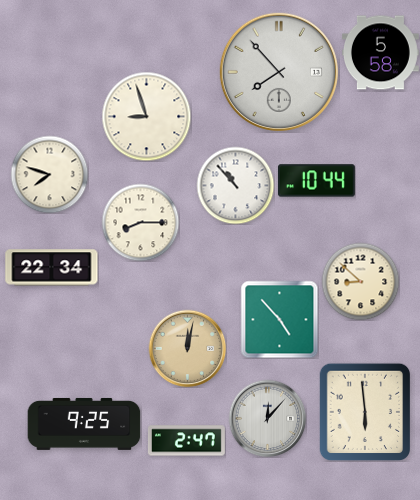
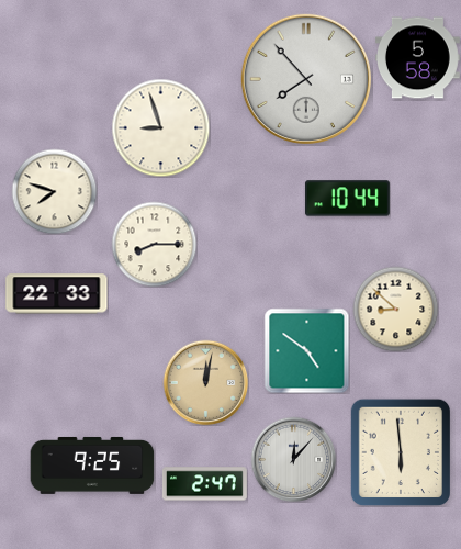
clock at (235, 185): 10:53 -> none
clock at (52, 268): 22:34 -> 22:33
clock at (279, 319): 4:53 -> 4:51
